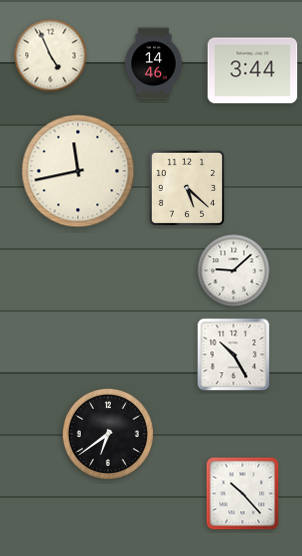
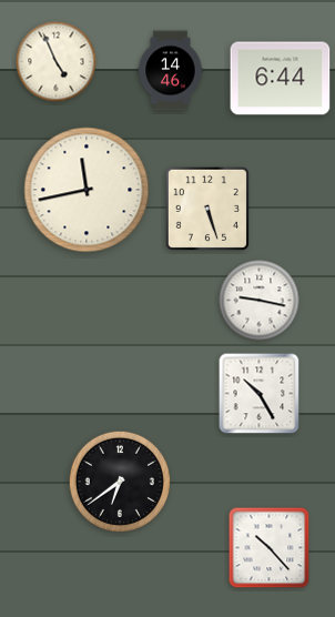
clock at (253, 71): 3:44 -> 6:44
clock at (187, 188): 5:22 -> 5:27
clock at (234, 271): 9:08 -> 9:17
